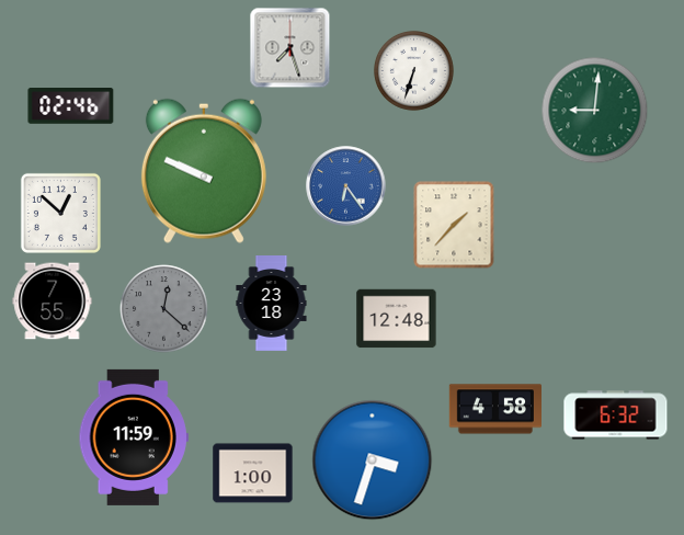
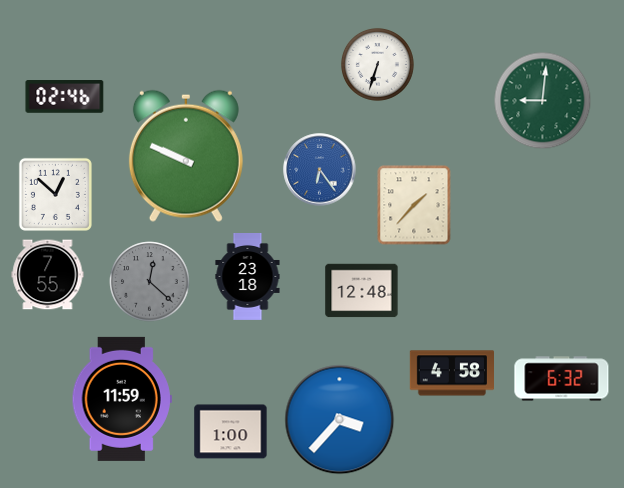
clock at (290, 48): 7:27 -> none
clock at (346, 186) position: (346, 186) -> (320, 170)
clock at (373, 460): 3:33 -> 3:37
